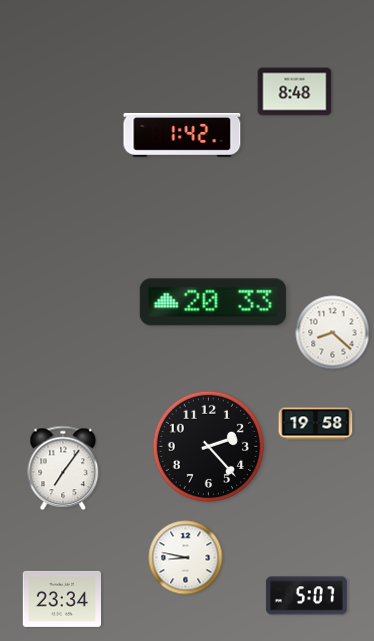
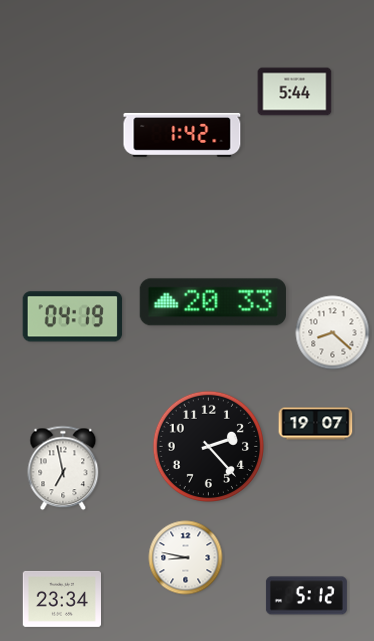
clock at (295, 92): 8:48 -> 5:44
clock at (73, 317): none -> 04:19
clock at (316, 424): 19:58 -> 19:07
clock at (63, 468): 7:06 -> 6:58
clock at (306, 596): 5:07 -> 5:12
